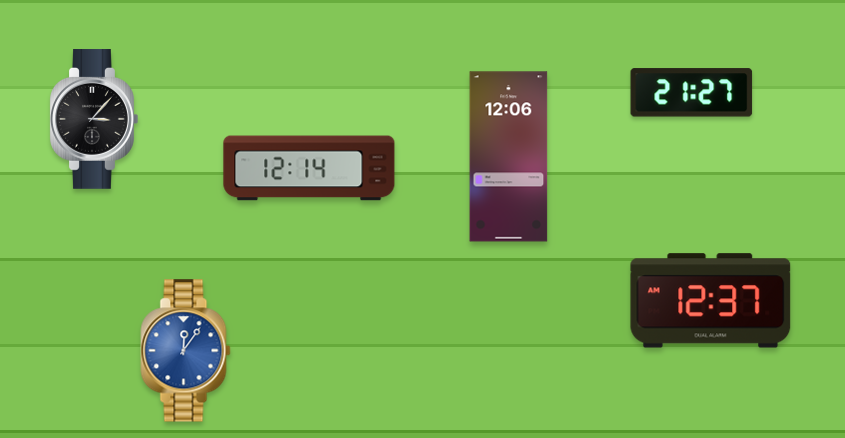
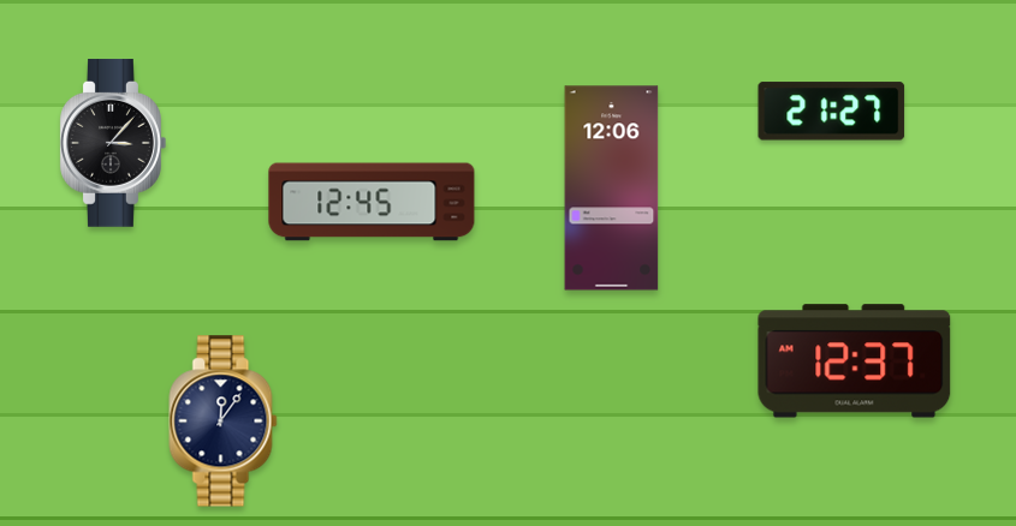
clock at (309, 168): 12:14 -> 12:45
clock at (186, 351) dial: blue -> navy
